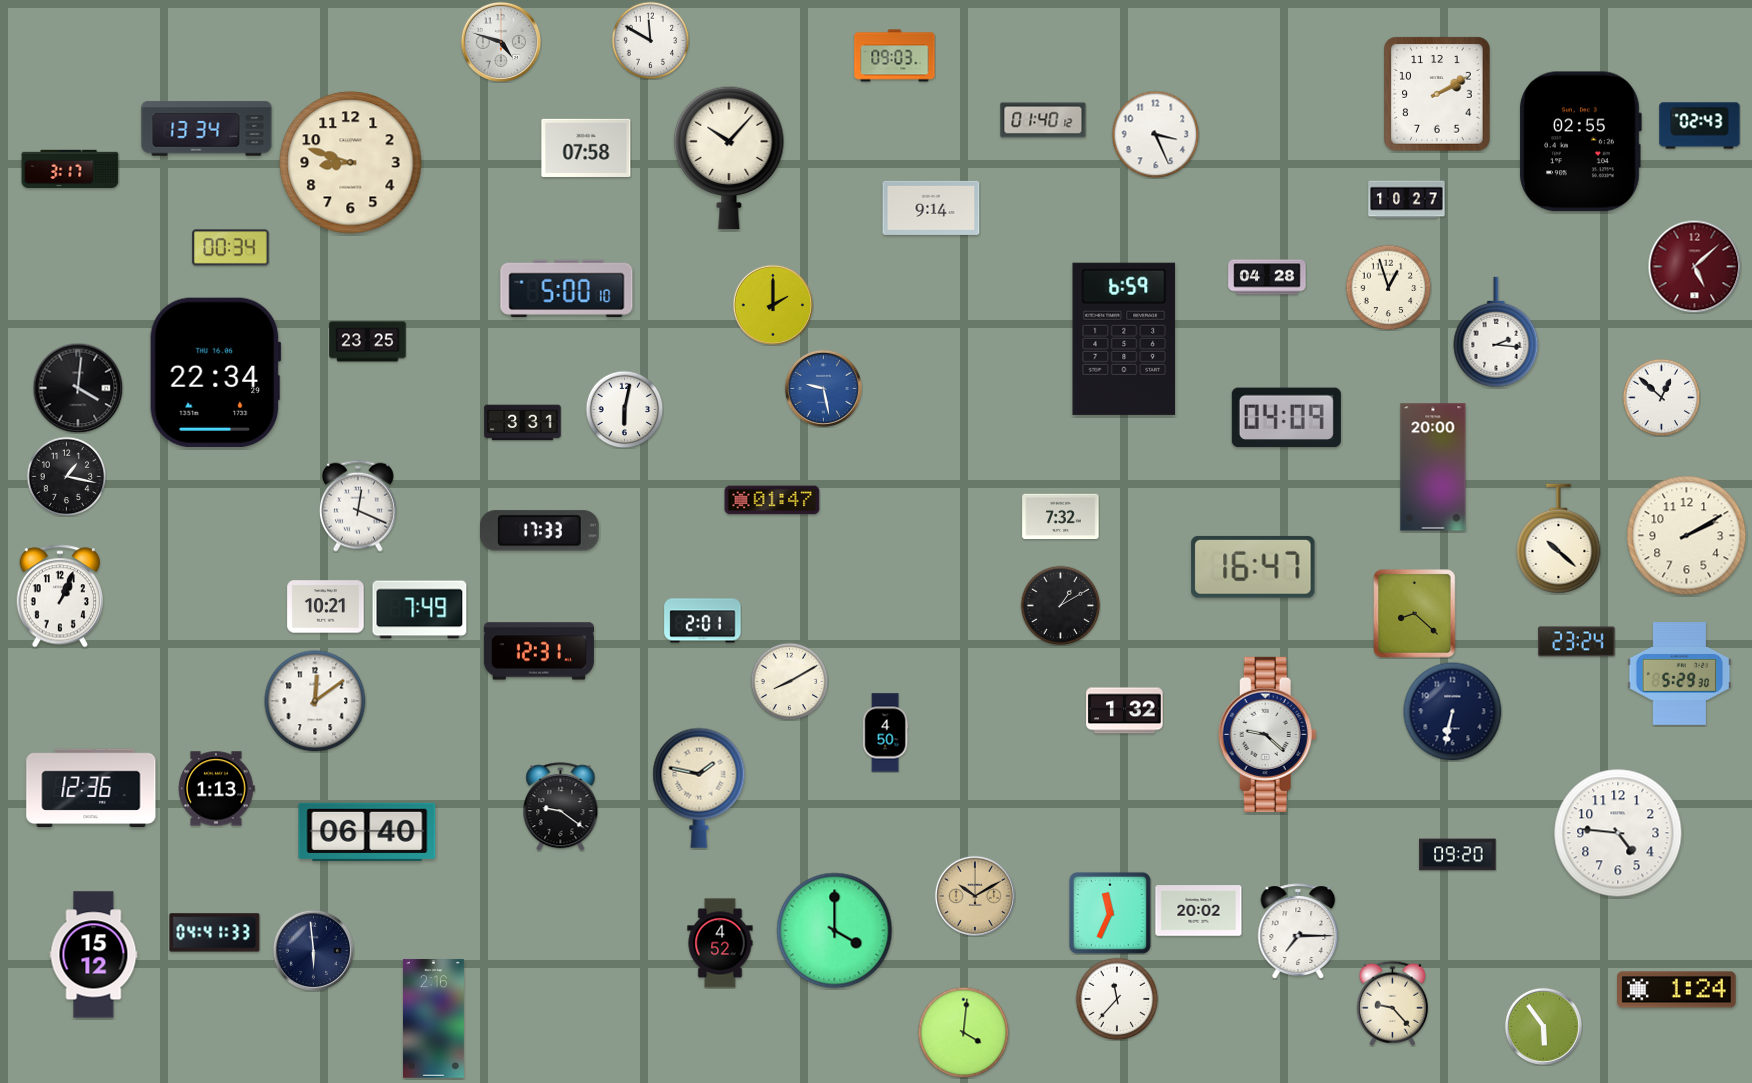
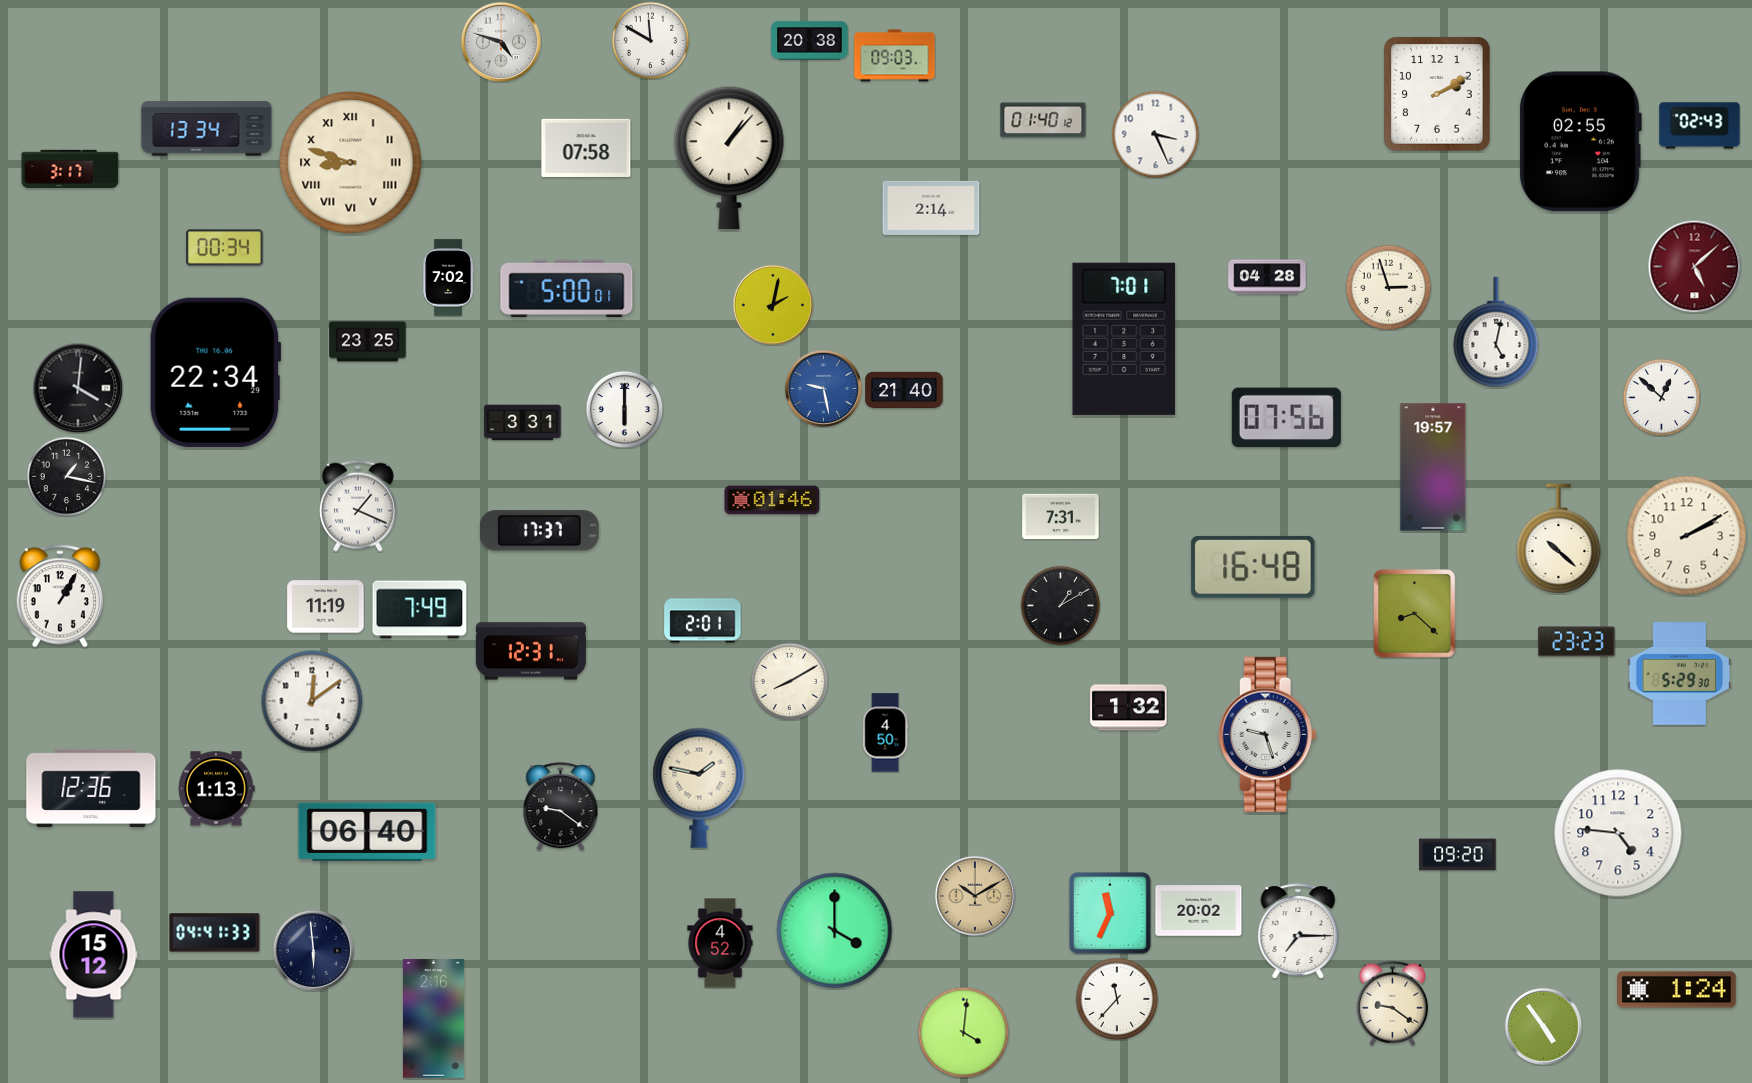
clock at (810, 41): none -> 20:38
clock at (729, 158): 10:07 -> 1:07
clock at (351, 163) numerals: Arabic -> Roman
clock at (1407, 200): 10:27 -> none
clock at (931, 208): 9:14 -> 2:14
clock at (231, 248) position: (231, 248) -> (225, 248)
clock at (448, 278): none -> 7:02
clock at (1388, 287): 12:57 -> 2:57
clock at (567, 288): 5:00:10 -> 5:00:01
clock at (772, 304): 2:00 -> 2:02
clock at (1496, 332): 2:16 -> 5:02
clock at (1124, 339): 6:59 -> 7:01
clock at (904, 390): none -> 21:40
clock at (624, 409): 6:02 -> 6:00
clock at (1286, 418): 04:09 -> 07:56
clock at (1433, 467): 20:00 -> 19:57
clock at (772, 500): 01:47 -> 01:46
clock at (358, 506): 12:19 -> 1:19
clock at (1061, 517): 7:32 -> 7:31
clock at (540, 531): 17:33 -> 17:37
clock at (1253, 567): 16:47 -> 16:48
clock at (60, 596): 1:04 -> 1:05
clock at (326, 607): 10:21 -> 11:19
clock at (1577, 642): 23:24 -> 23:23
clock at (539, 651) position: (539, 651) -> (531, 651)
clock at (315, 701) position: (315, 701) -> (312, 701)
clock at (1125, 711) position: (1125, 711) -> (1129, 708)
clock at (1453, 712): 6:32 -> none
clock at (1267, 734): 9:22 -> 9:27
clock at (1392, 1003): 9:23 -> 9:21
clock at (1543, 1026): 5:54 -> 4:54
